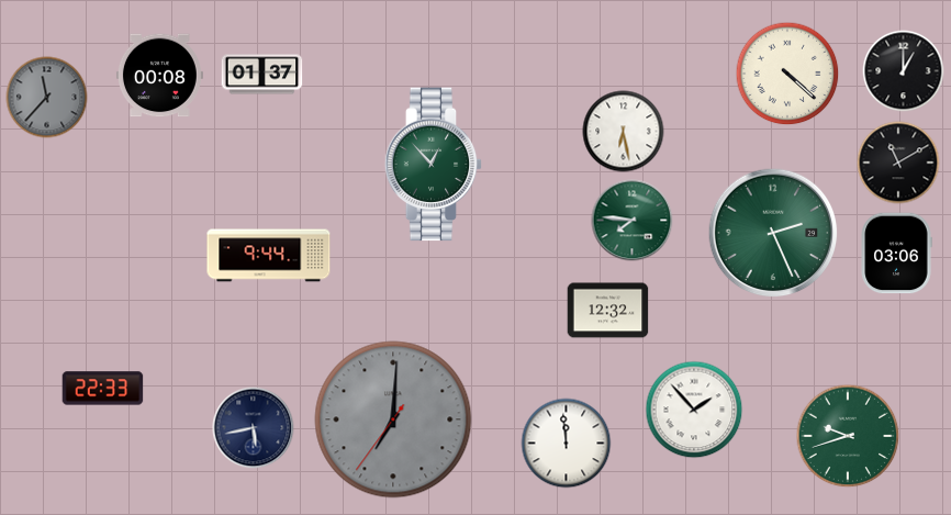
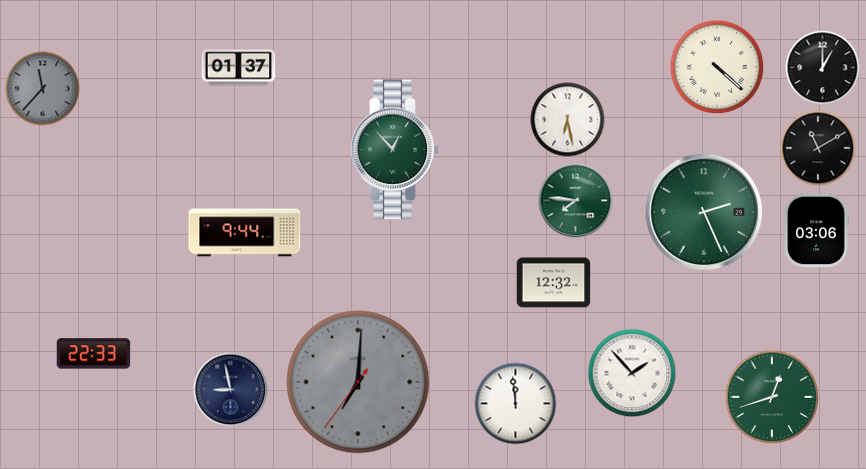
clock at (904, 71) position: (904, 71) -> (823, 68)
clock at (159, 76): 00:08 -> none
clock at (254, 428): 5:43 -> 8:58
clock at (848, 436): 9:42 -> 12:42
